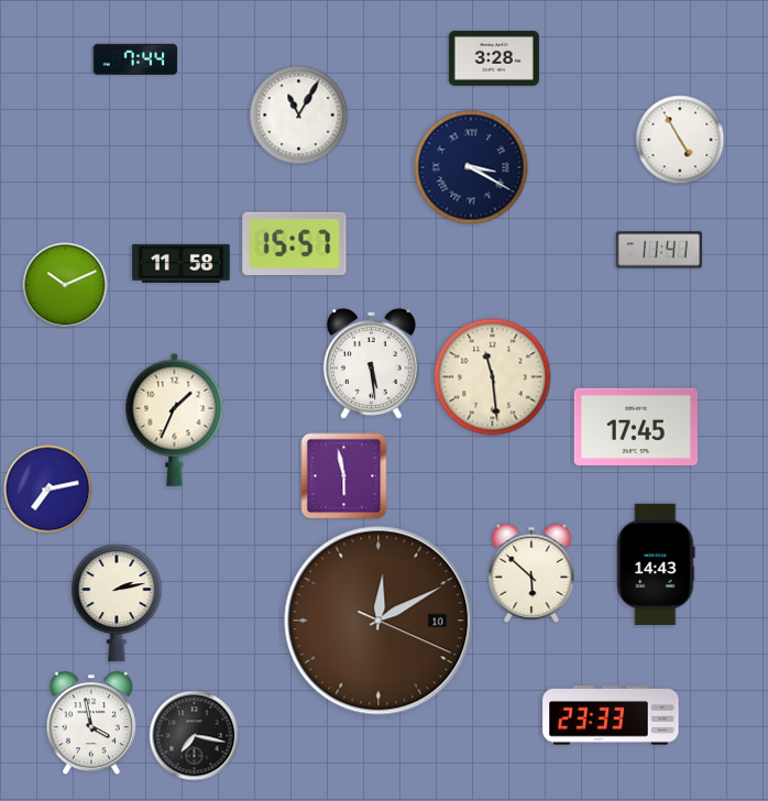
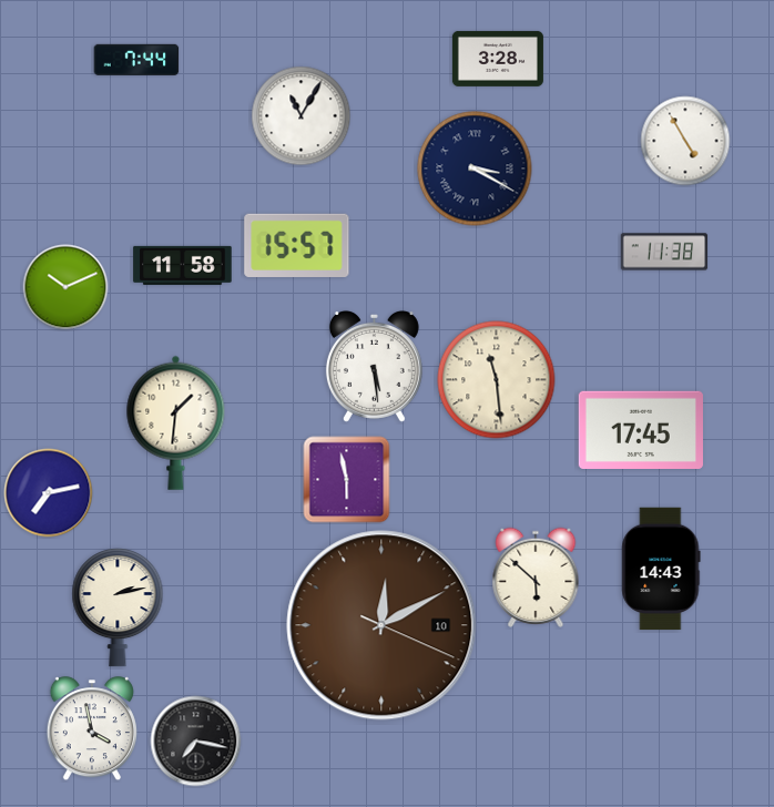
clock at (659, 250): 11:41 -> 11:38
clock at (175, 419): 1:34 -> 1:31
clock at (611, 715): 23:33 -> none
